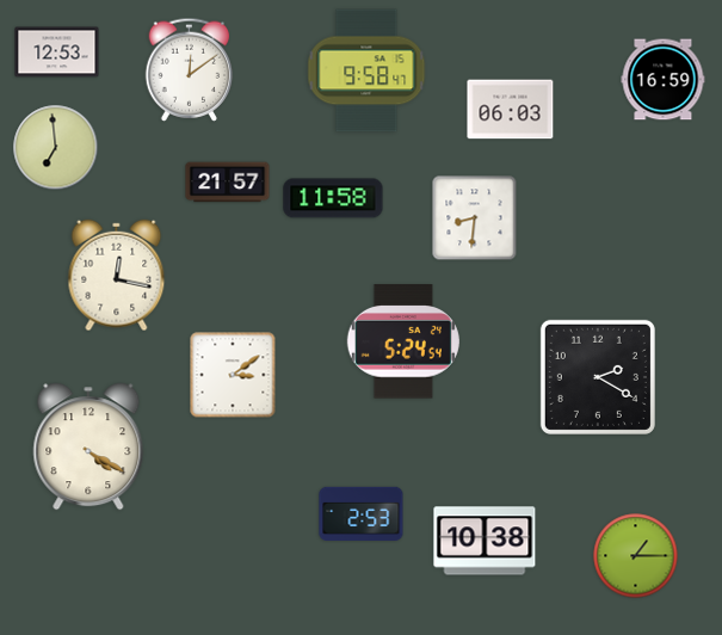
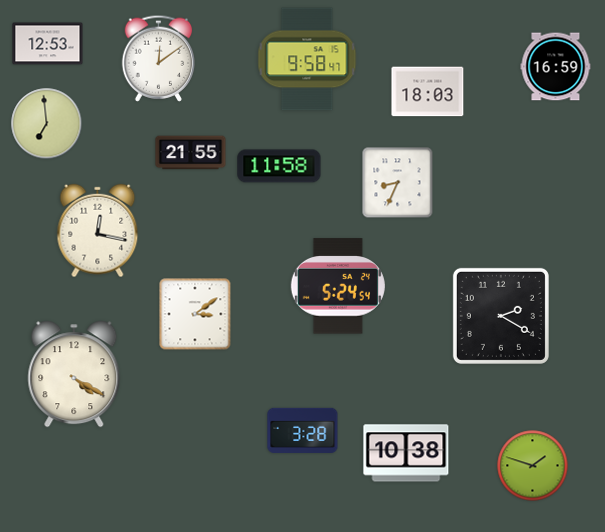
clock at (511, 110): 06:03 -> 18:03
clock at (228, 183): 21:57 -> 21:55
clock at (475, 218): 8:31 -> 8:34
clock at (362, 513): 2:53 -> 3:28
clock at (636, 556): 1:15 -> 1:48
